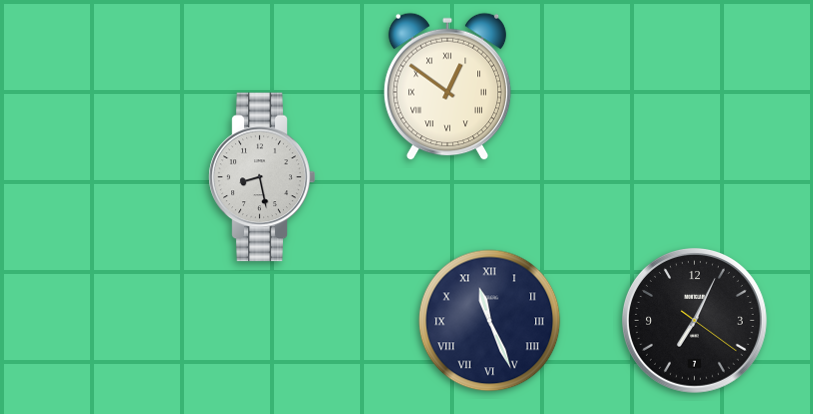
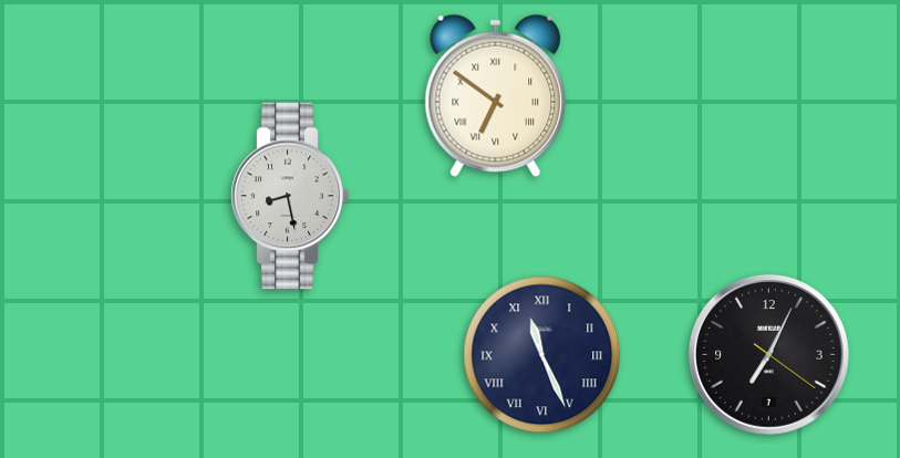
clock at (448, 87): 12:51 -> 6:51
